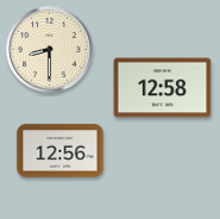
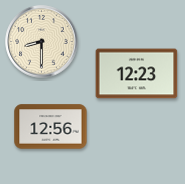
clock at (163, 88): 12:58 -> 12:23
